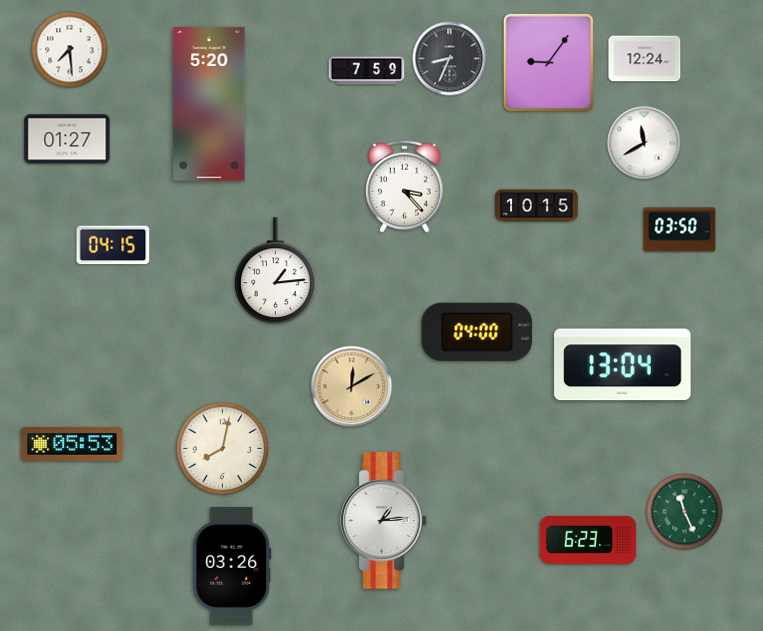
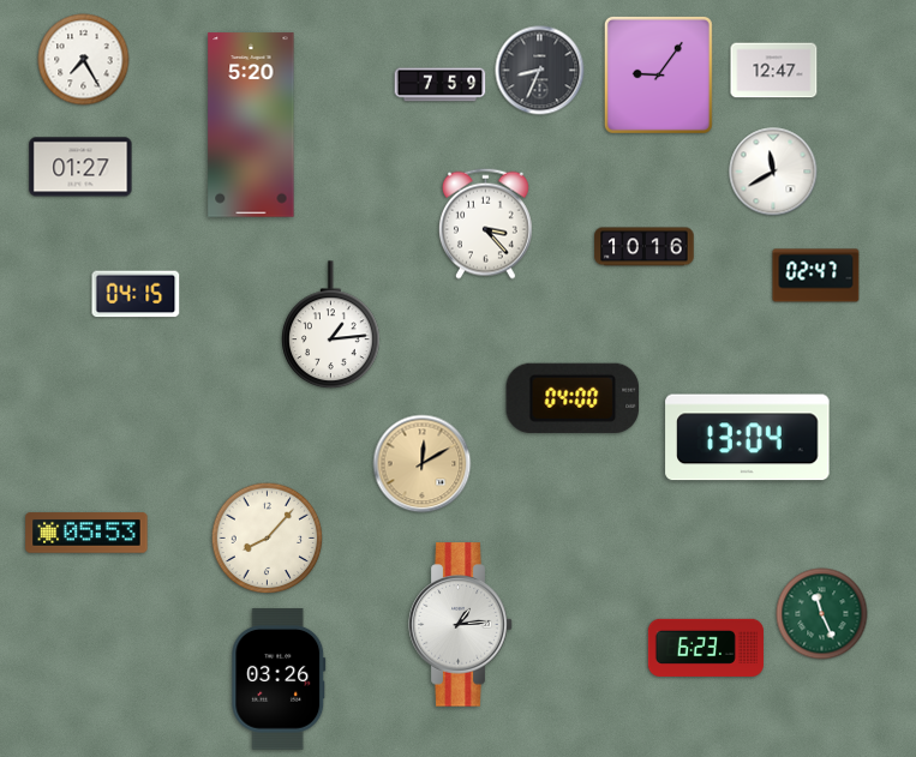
clock at (70, 50): 7:29 -> 7:25
clock at (645, 59): 12:24 -> 12:47
clock at (537, 206): 10:15 -> 10:16
clock at (680, 230): 03:50 -> 02:47
clock at (223, 449): 8:02 -> 8:07
